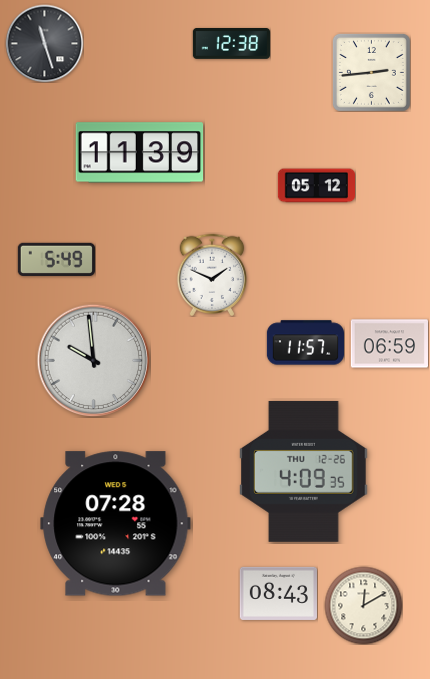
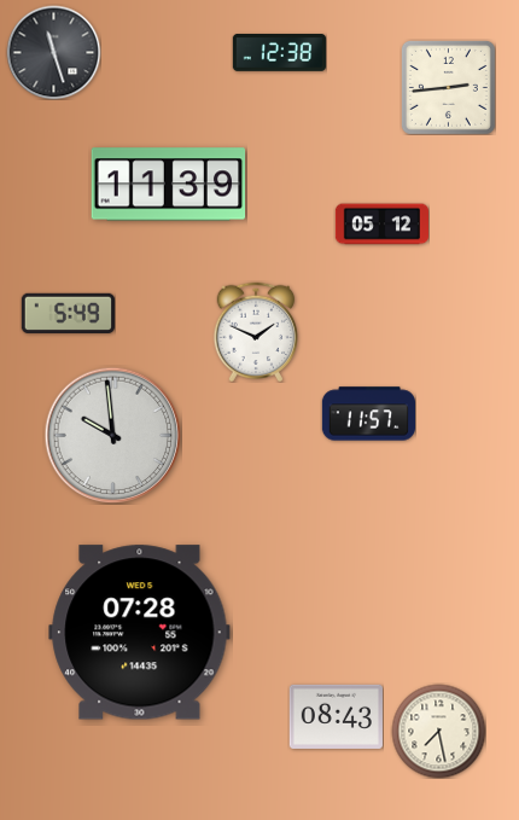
clock at (389, 344): 06:59 -> none
clock at (304, 471): 4:09 -> none
clock at (363, 605): 12:10 -> 7:28
